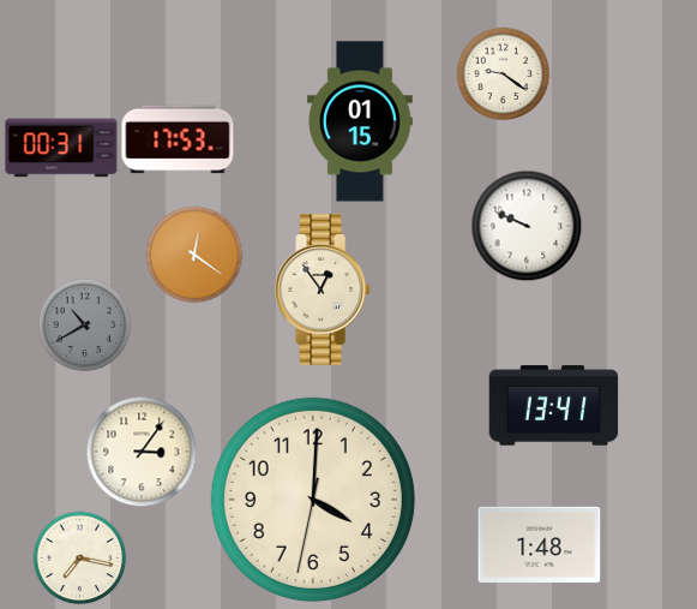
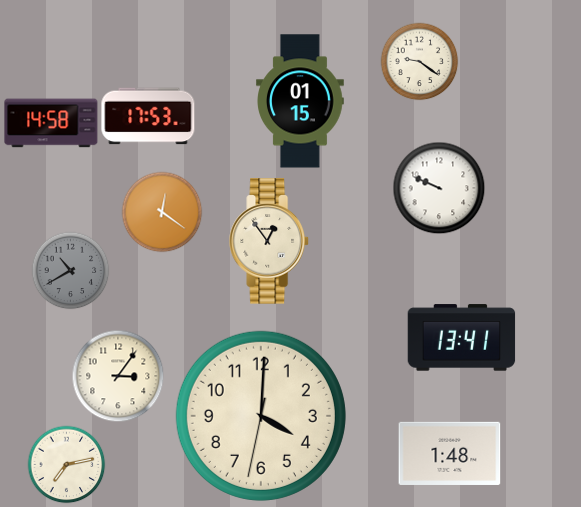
clock at (61, 148): 00:31 -> 14:58
clock at (79, 557): 7:17 -> 7:13
